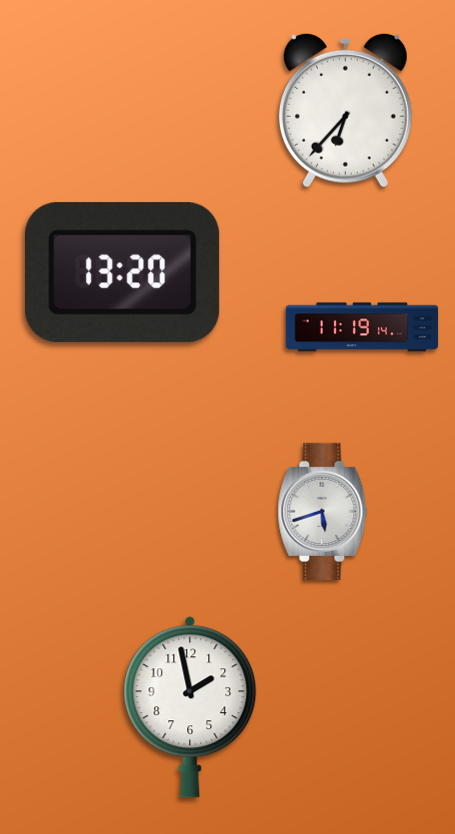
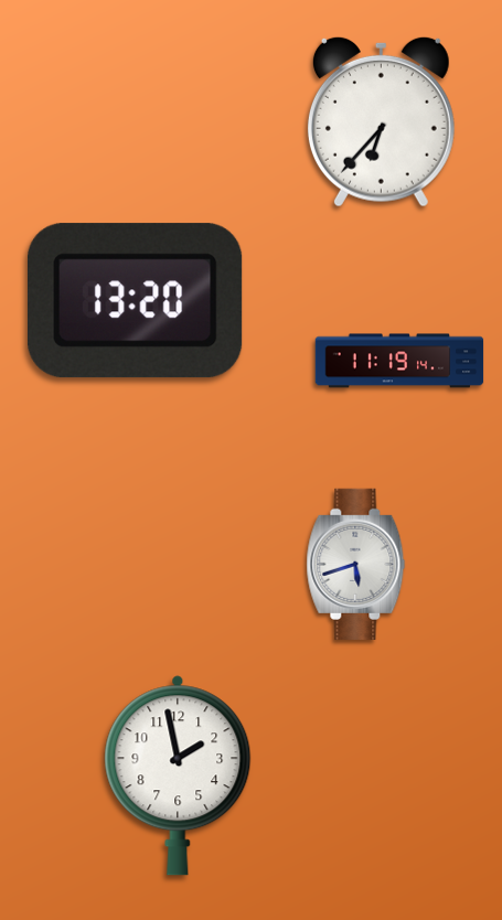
clock at (190, 707) position: (190, 707) -> (178, 775)
